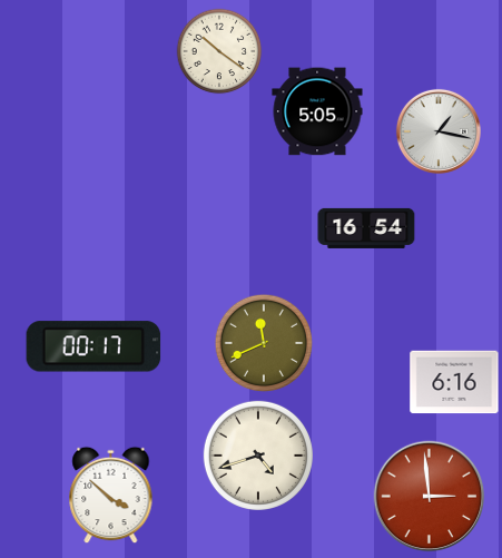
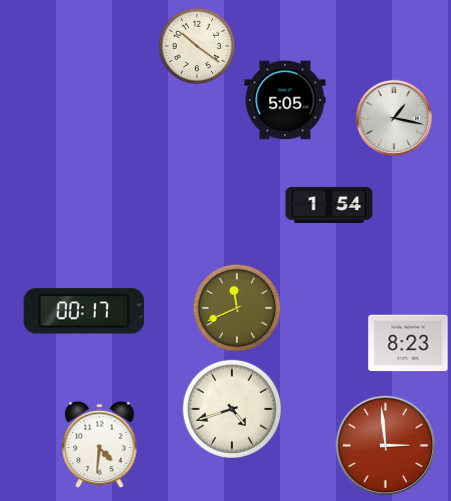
clock at (366, 228): 16:54 -> 1:54
clock at (454, 382): 6:16 -> 8:23
clock at (111, 496): 3:52 -> 4:31
